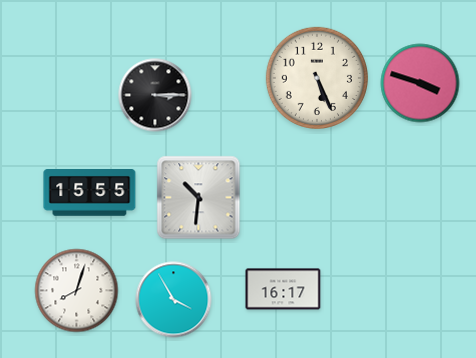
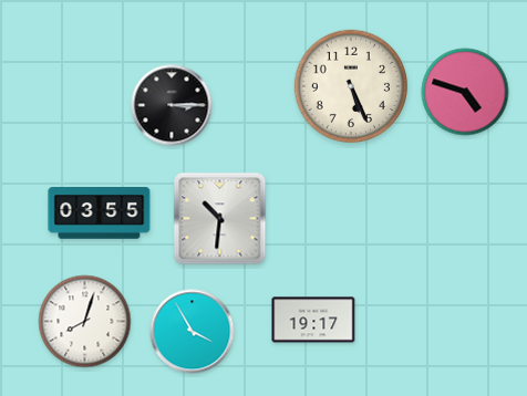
clock at (420, 83): 3:48 -> 4:48
clock at (90, 193): 15:55 -> 03:55
clock at (283, 289): 16:17 -> 19:17
